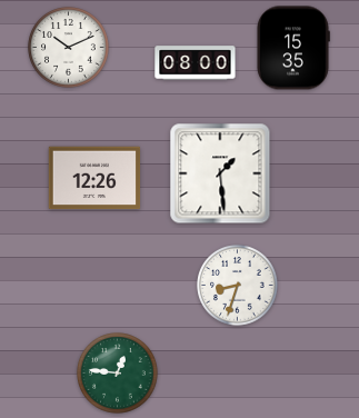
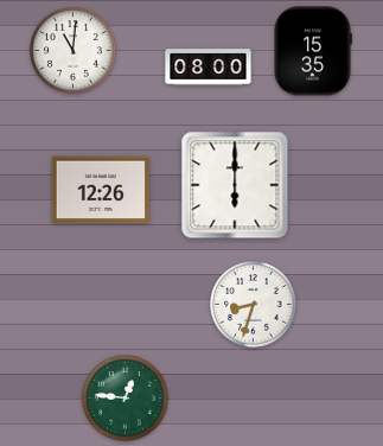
clock at (69, 48): 10:11 -> 11:01
clock at (220, 173): 1:29 -> 6:00
